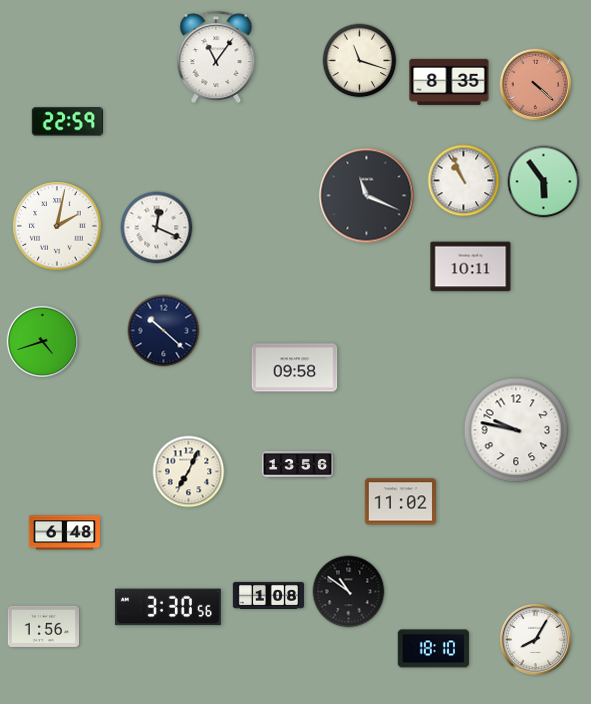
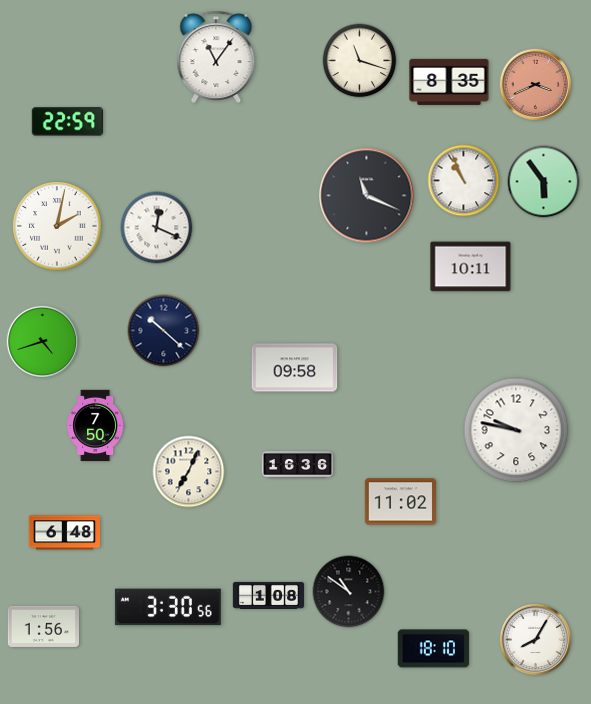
clock at (536, 85): 4:22 -> 3:41
clock at (96, 426): none -> 7:50
clock at (298, 465): 13:56 -> 16:36
